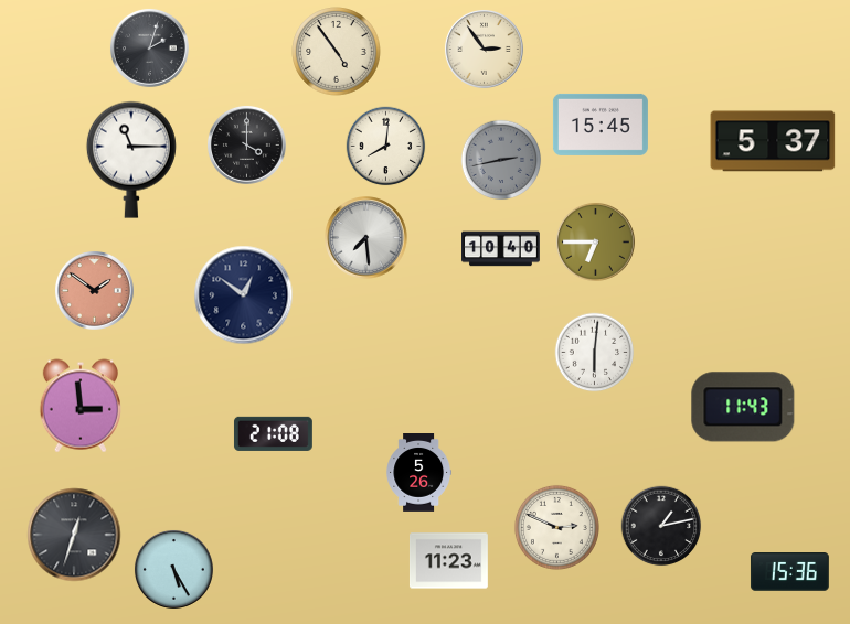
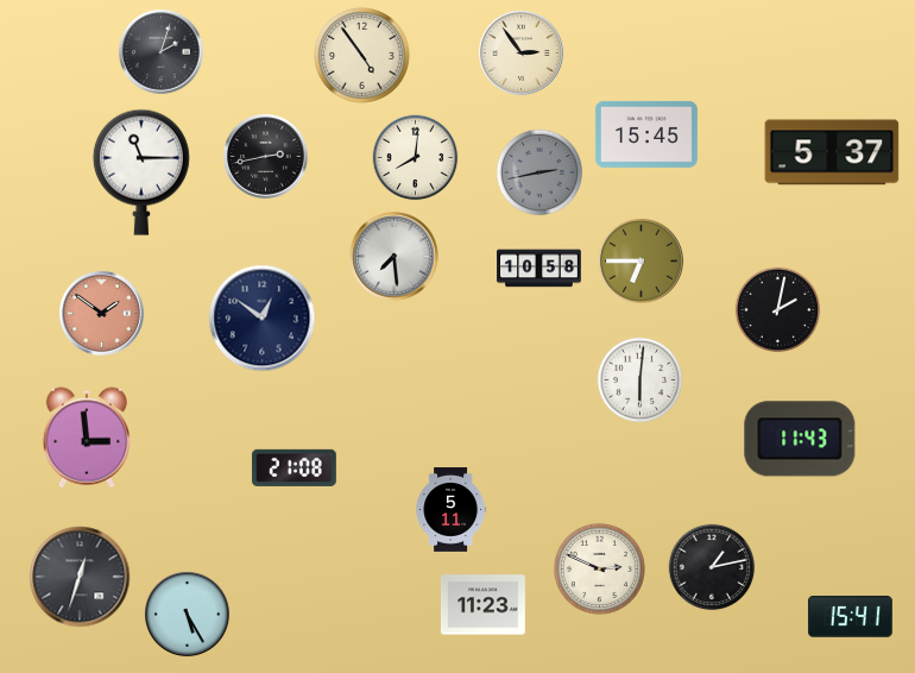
clock at (246, 144): 4:00 -> 2:43
clock at (501, 249): 10:40 -> 10:58
clock at (778, 310): none -> 2:02
clock at (419, 473): 5:26 -> 5:11
clock at (789, 572): 15:36 -> 15:41
